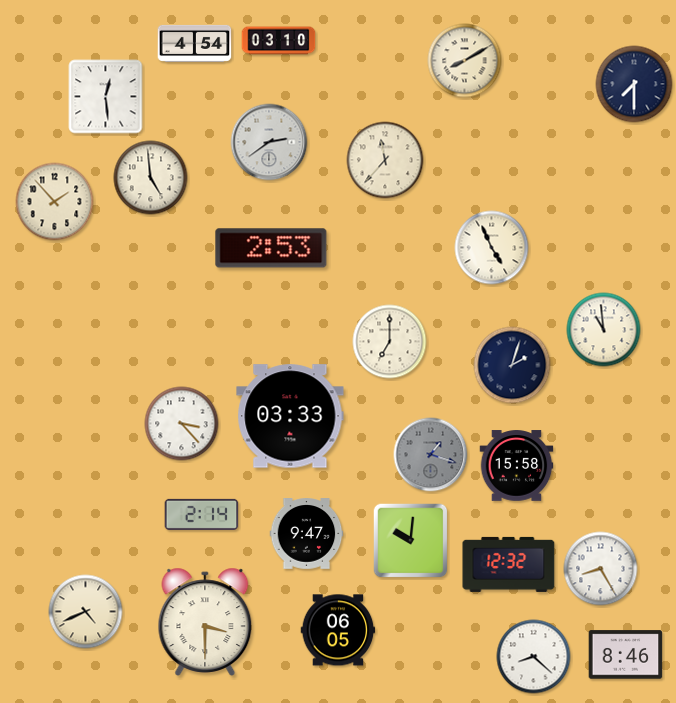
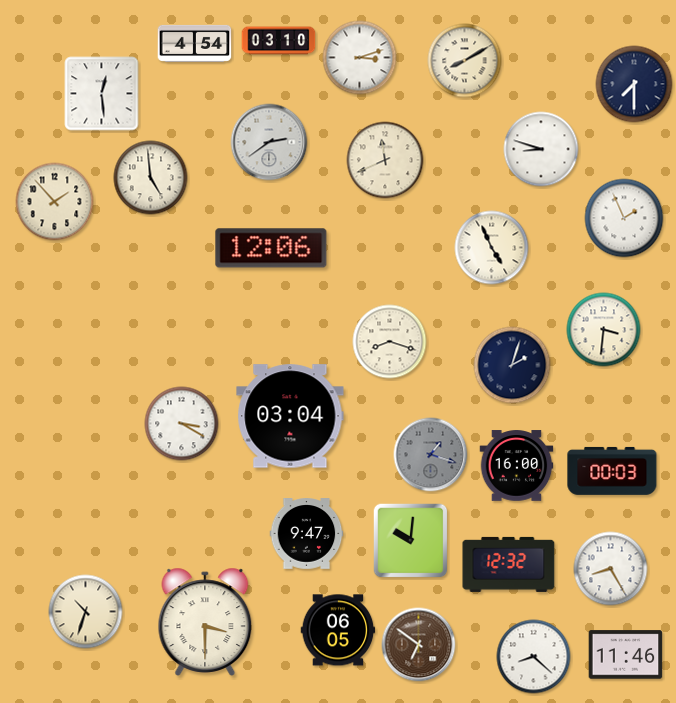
clock at (360, 58): none -> 3:12
clock at (106, 97) position: (106, 97) -> (102, 94)
clock at (541, 149): none -> 8:48
clock at (385, 160): 11:37 -> 11:41
clock at (624, 218): none -> 1:56
clock at (271, 248): 2:53 -> 12:06
clock at (604, 330): 10:59 -> 3:31
clock at (390, 342): 7:00 -> 8:18
clock at (290, 416): 03:33 -> 03:04
clock at (182, 424): 3:23 -> 3:20
clock at (517, 466): 15:58 -> 16:00
clock at (612, 471): none -> 00:03
clock at (202, 514): 2:14 -> none
clock at (601, 569) position: (601, 569) -> (611, 569)
clock at (86, 612): 4:41 -> 10:33
clock at (419, 645): none -> 6:51
clock at (626, 655): 8:46 -> 11:46
